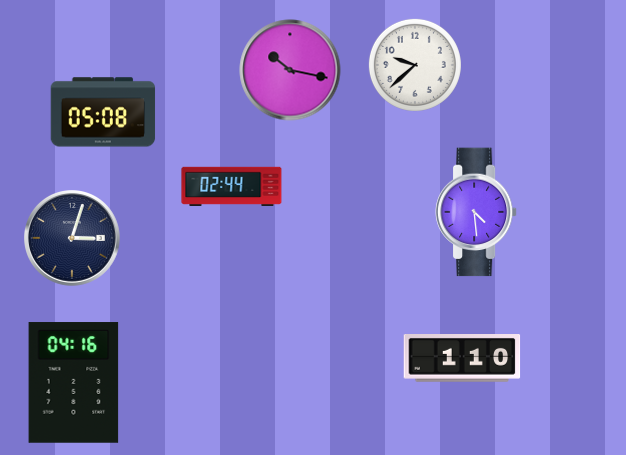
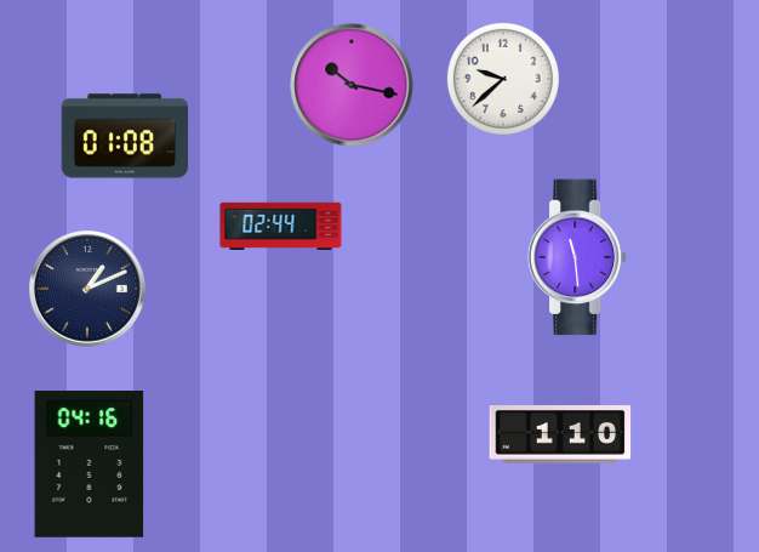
clock at (103, 112): 05:08 -> 01:08
clock at (476, 212): 4:29 -> 11:29
clock at (73, 239): 3:03 -> 1:11
